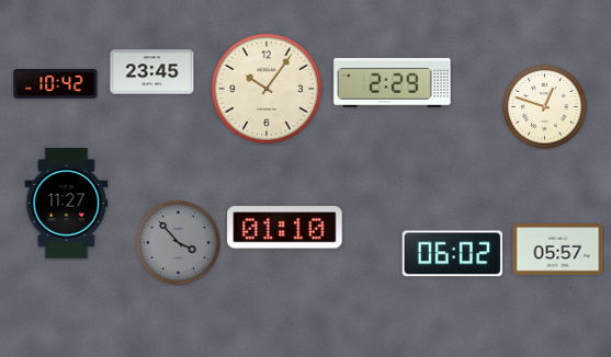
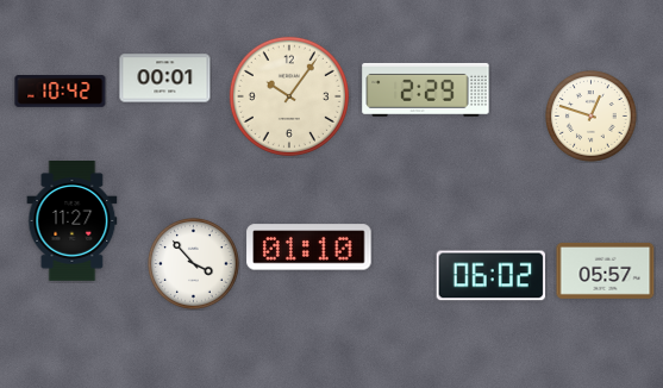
clock at (152, 72): 23:45 -> 00:01
clock at (179, 243) dial: grey -> white
